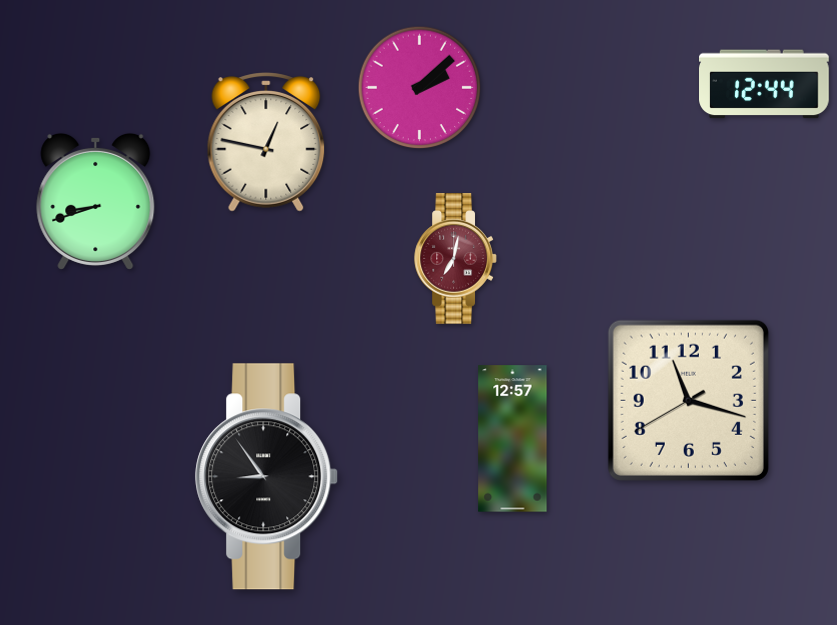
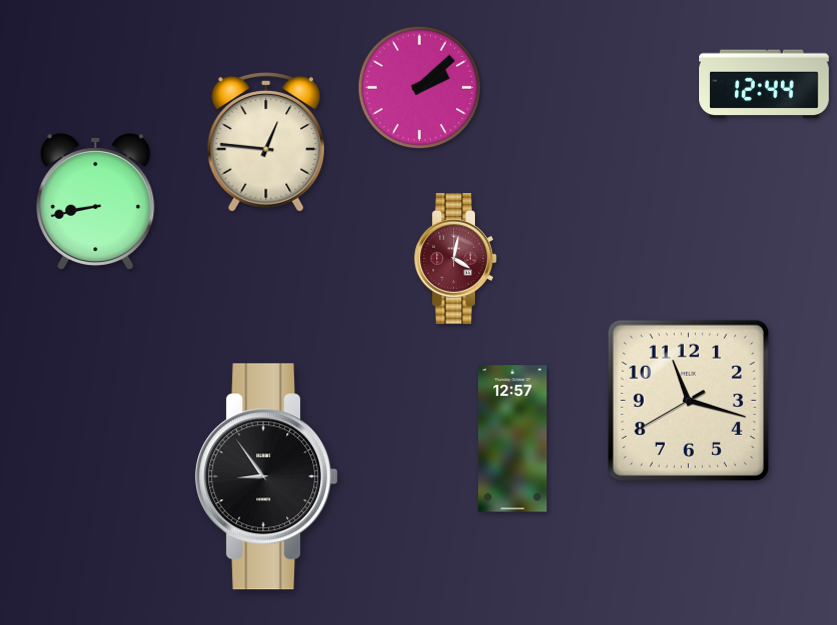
clock at (266, 142): 12:47 -> 12:46
clock at (96, 201): 8:42 -> 8:43
clock at (456, 259): 7:02 -> 4:02
